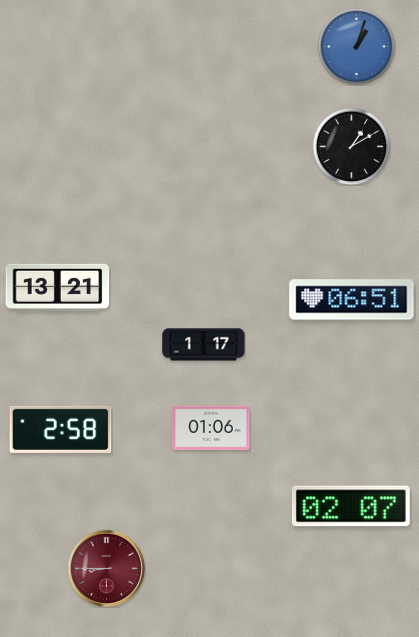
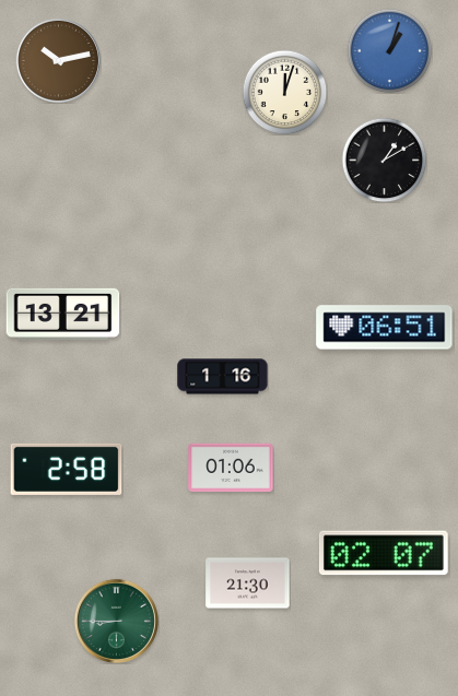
clock at (58, 60): none -> 10:13
clock at (284, 92): none -> 12:03
clock at (204, 345): 1:17 -> 1:16
clock at (248, 583): none -> 21:30
clock at (106, 568) dial: burgundy -> green
